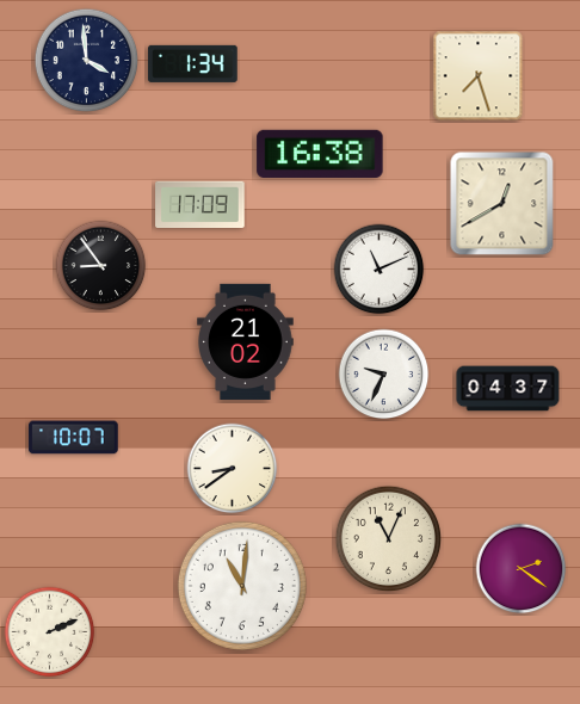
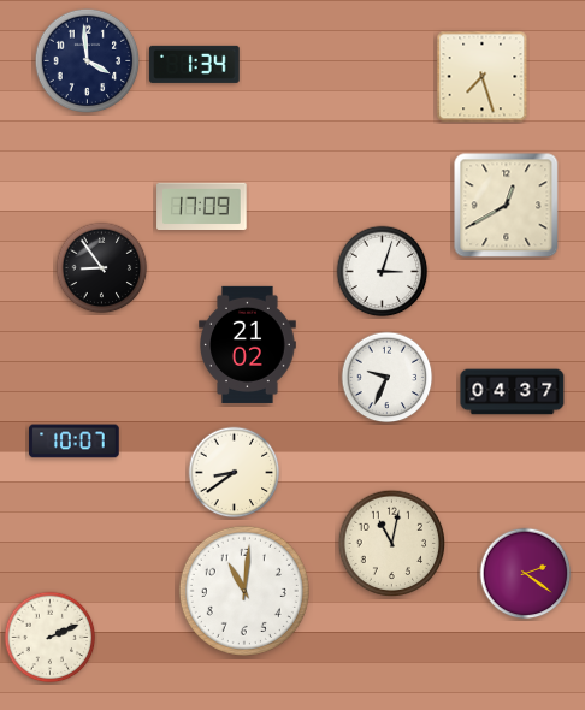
clock at (320, 154): 16:38 -> none
clock at (380, 270): 11:11 -> 3:03
clock at (389, 539): 11:04 -> 11:02
